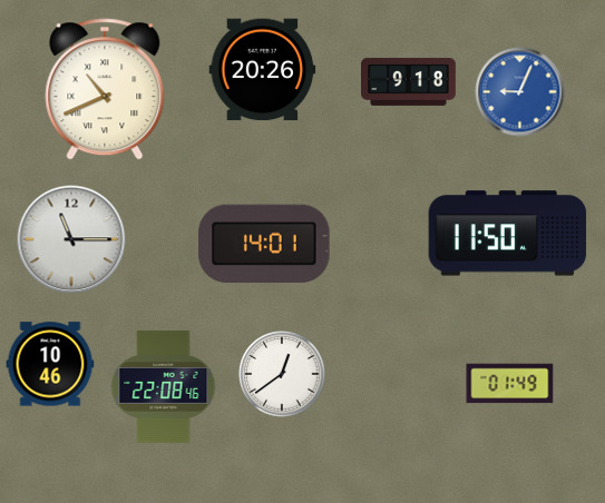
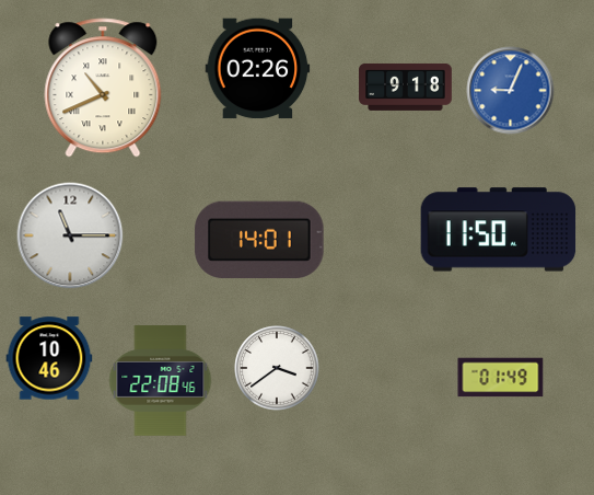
clock at (263, 70): 20:26 -> 02:26
clock at (409, 82) position: (409, 82) -> (406, 88)
clock at (282, 374): 12:39 -> 3:39
